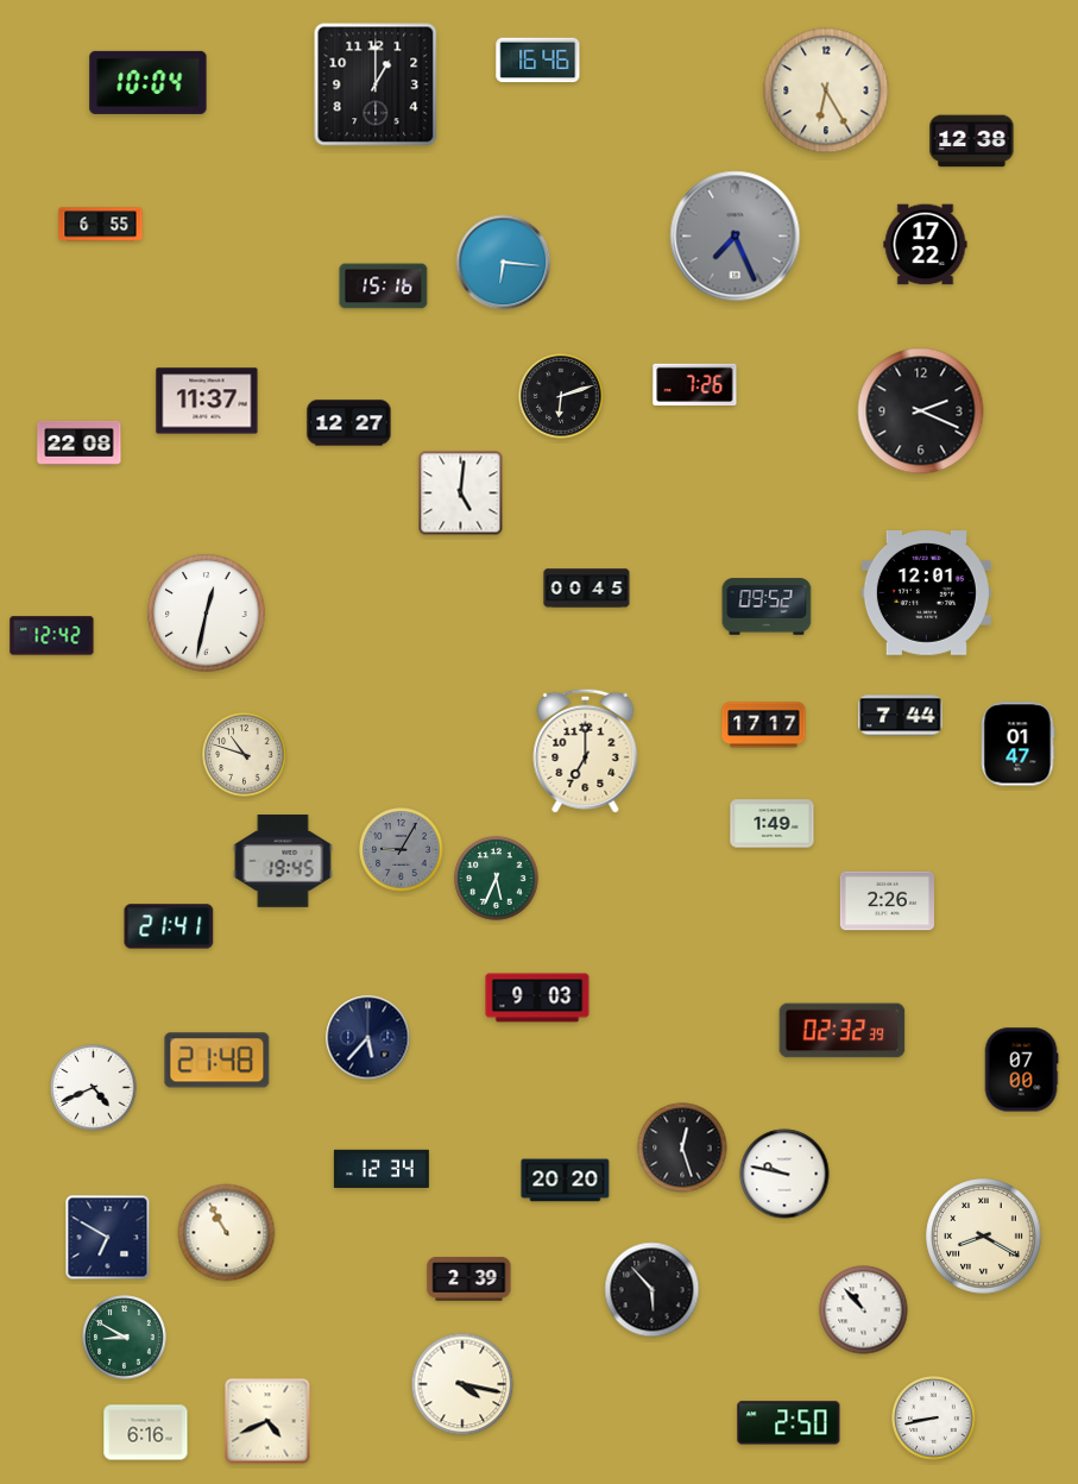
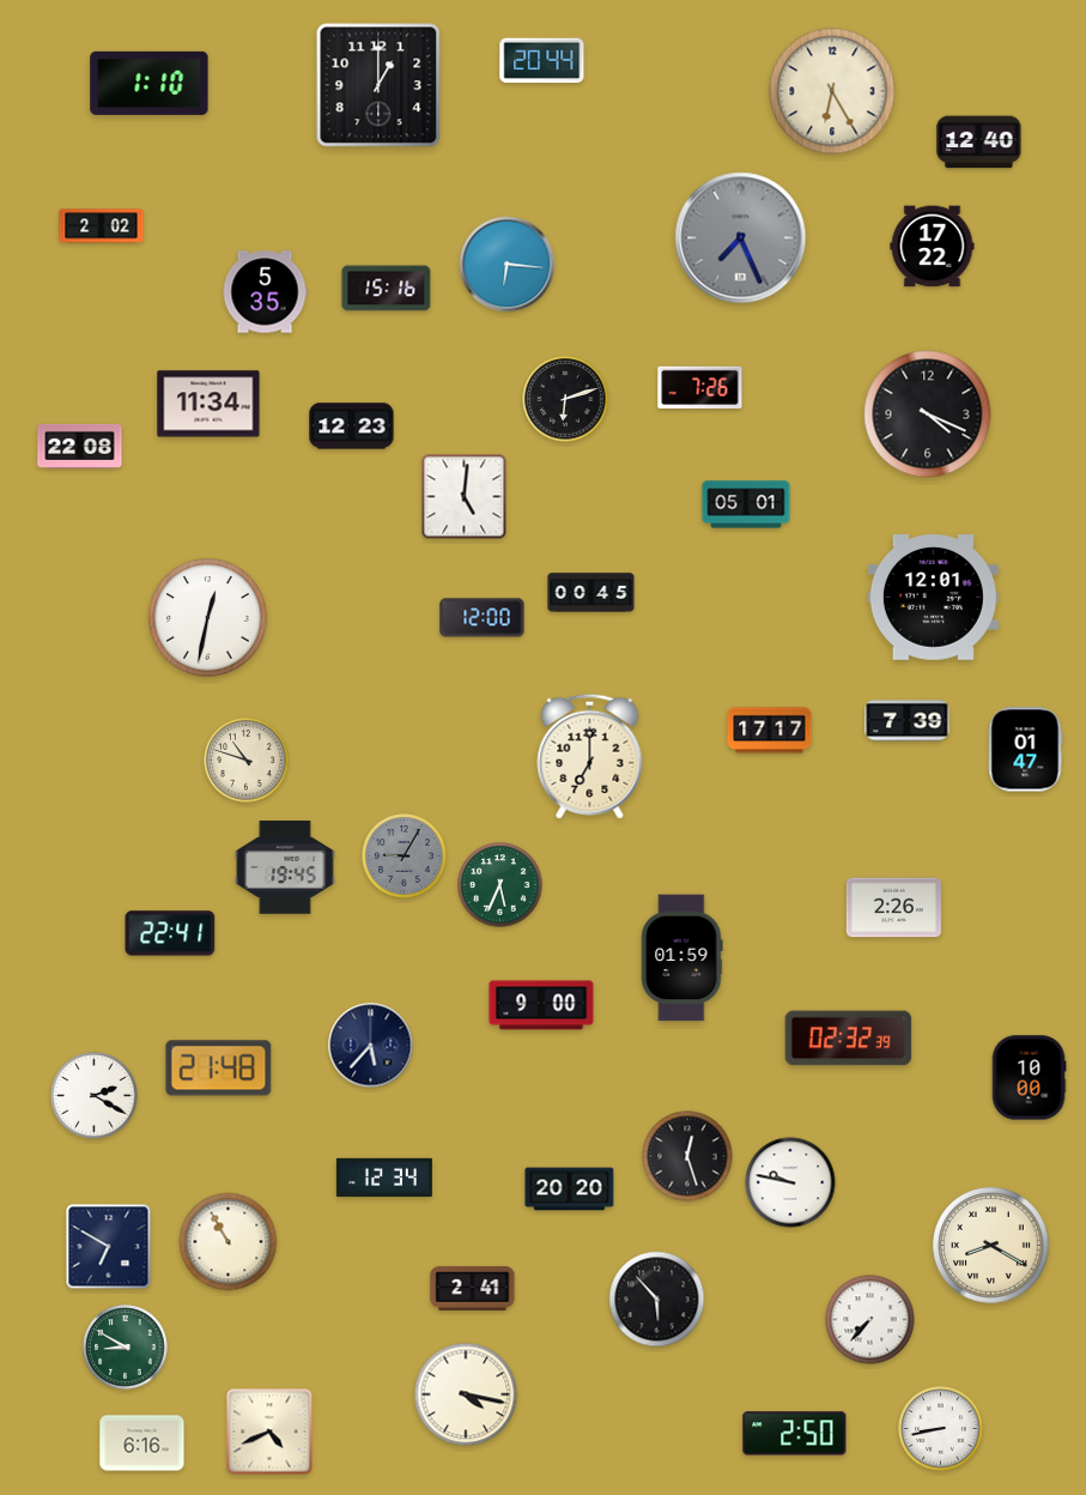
clock at (538, 61): 16:46 -> 20:44
clock at (149, 82): 10:04 -> 1:10
clock at (972, 142): 12:38 -> 12:40
clock at (101, 225): 6:55 -> 2:02
clock at (265, 292): none -> 5:35
clock at (207, 401): 11:37 -> 11:34
clock at (921, 411): 2:19 -> 4:19
clock at (349, 423): 12:27 -> 12:23
clock at (746, 504): none -> 05:01
clock at (767, 606): 09:52 -> none
clock at (483, 618): none -> 12:00
clock at (52, 636): 12:42 -> none
clock at (901, 716): 7:44 -> 7:39
clock at (773, 824): 1:49 -> none
clock at (169, 926): 21:41 -> 22:41
clock at (682, 958): none -> 01:59
clock at (537, 998): 9:03 -> 9:00
clock at (1021, 1070): 07:00 -> 10:00
clock at (94, 1088): 4:41 -> 2:20
clock at (469, 1278): 2:39 -> 2:41
clock at (864, 1310): 10:53 -> 7:37
clock at (146, 1433) position: (146, 1433) -> (142, 1443)
